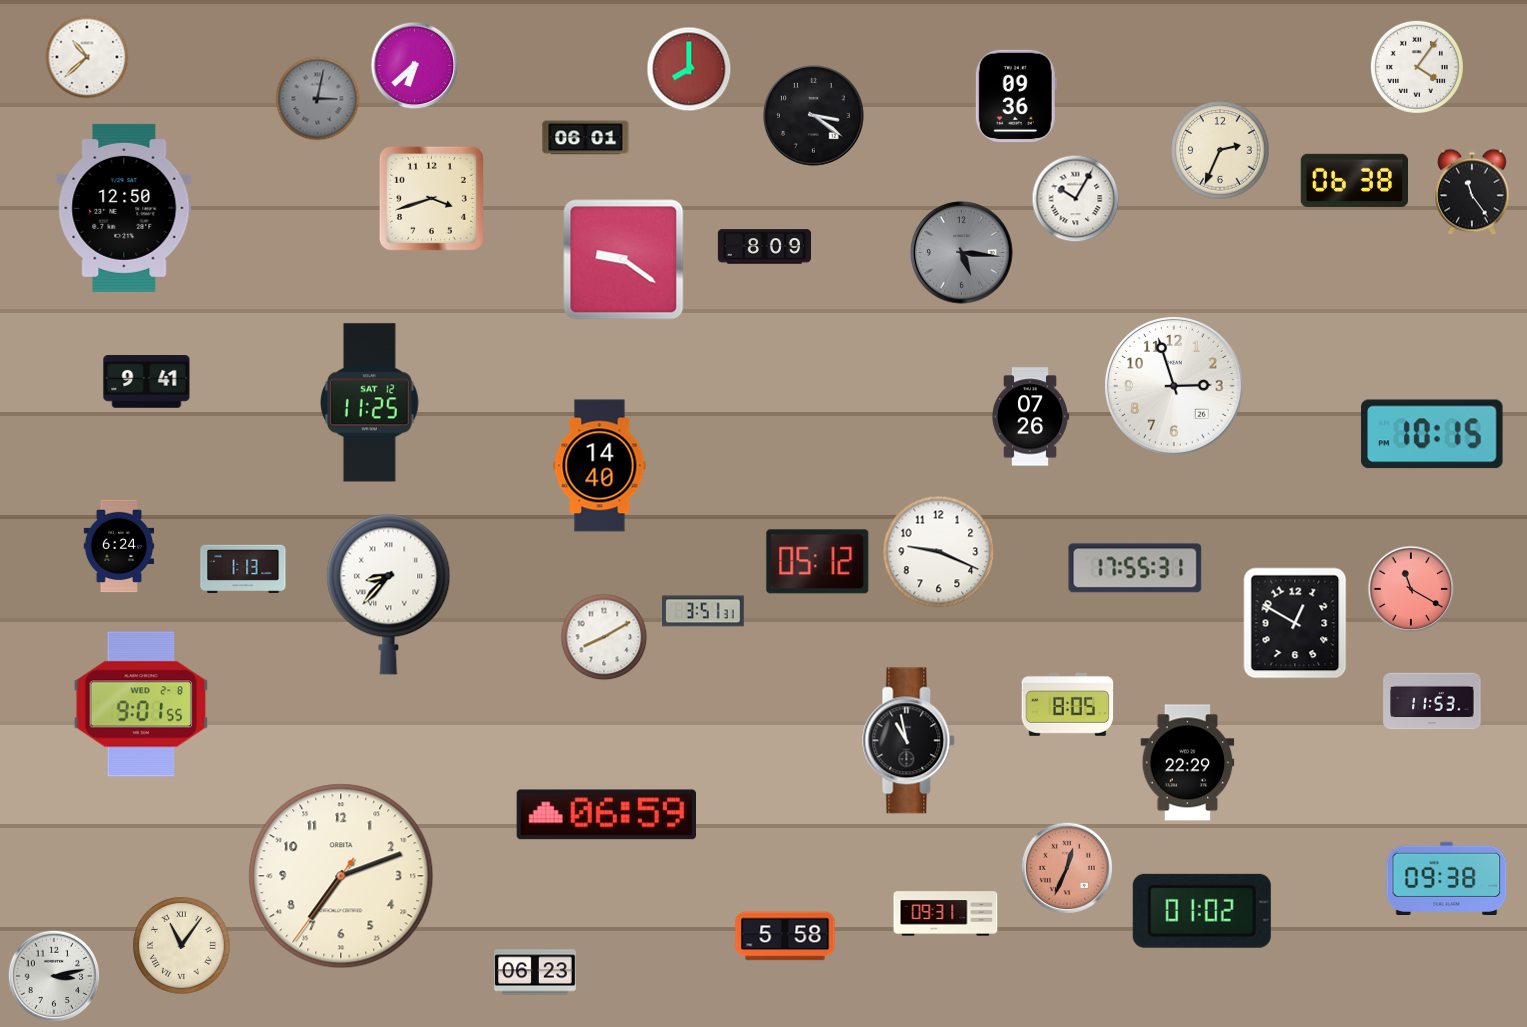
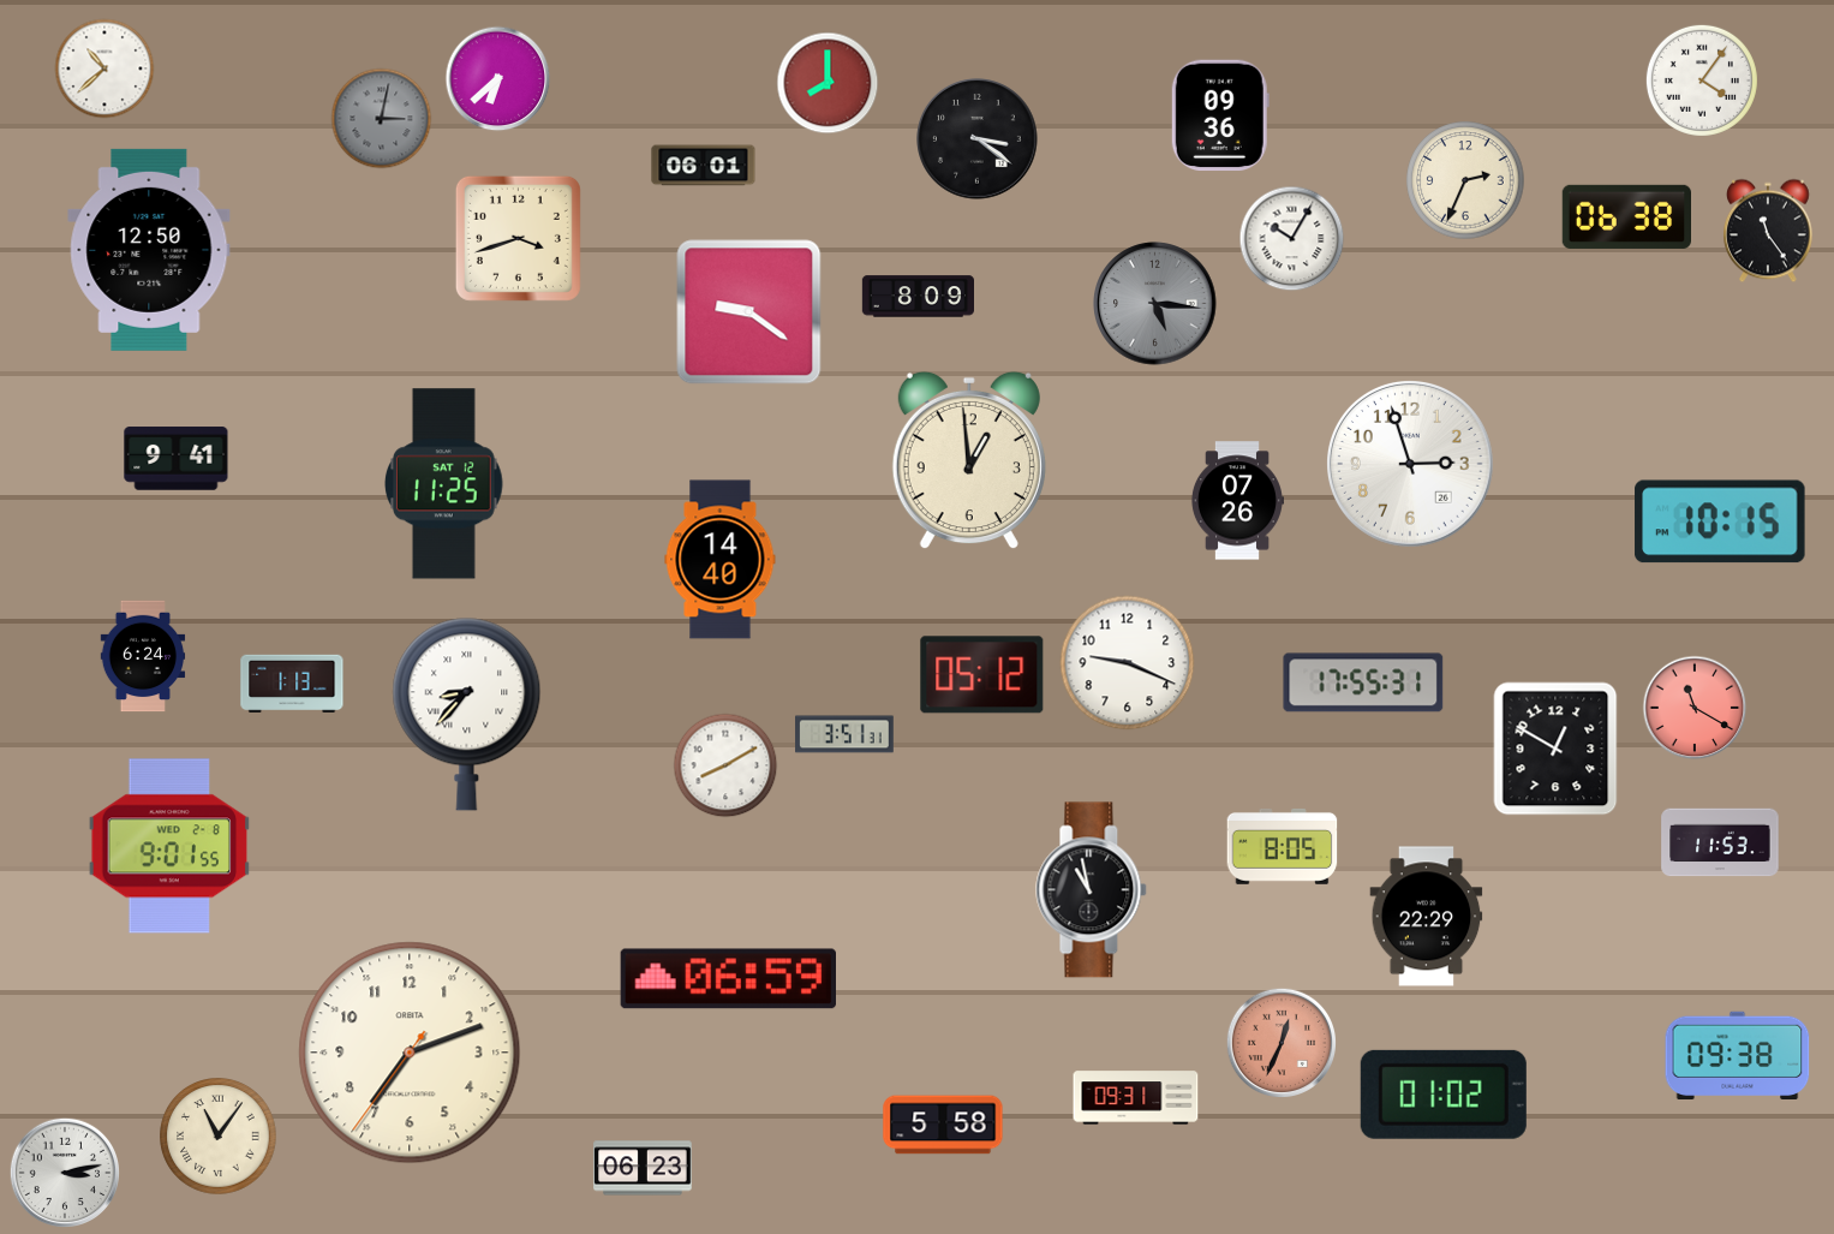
clock at (969, 460): none -> 12:59
